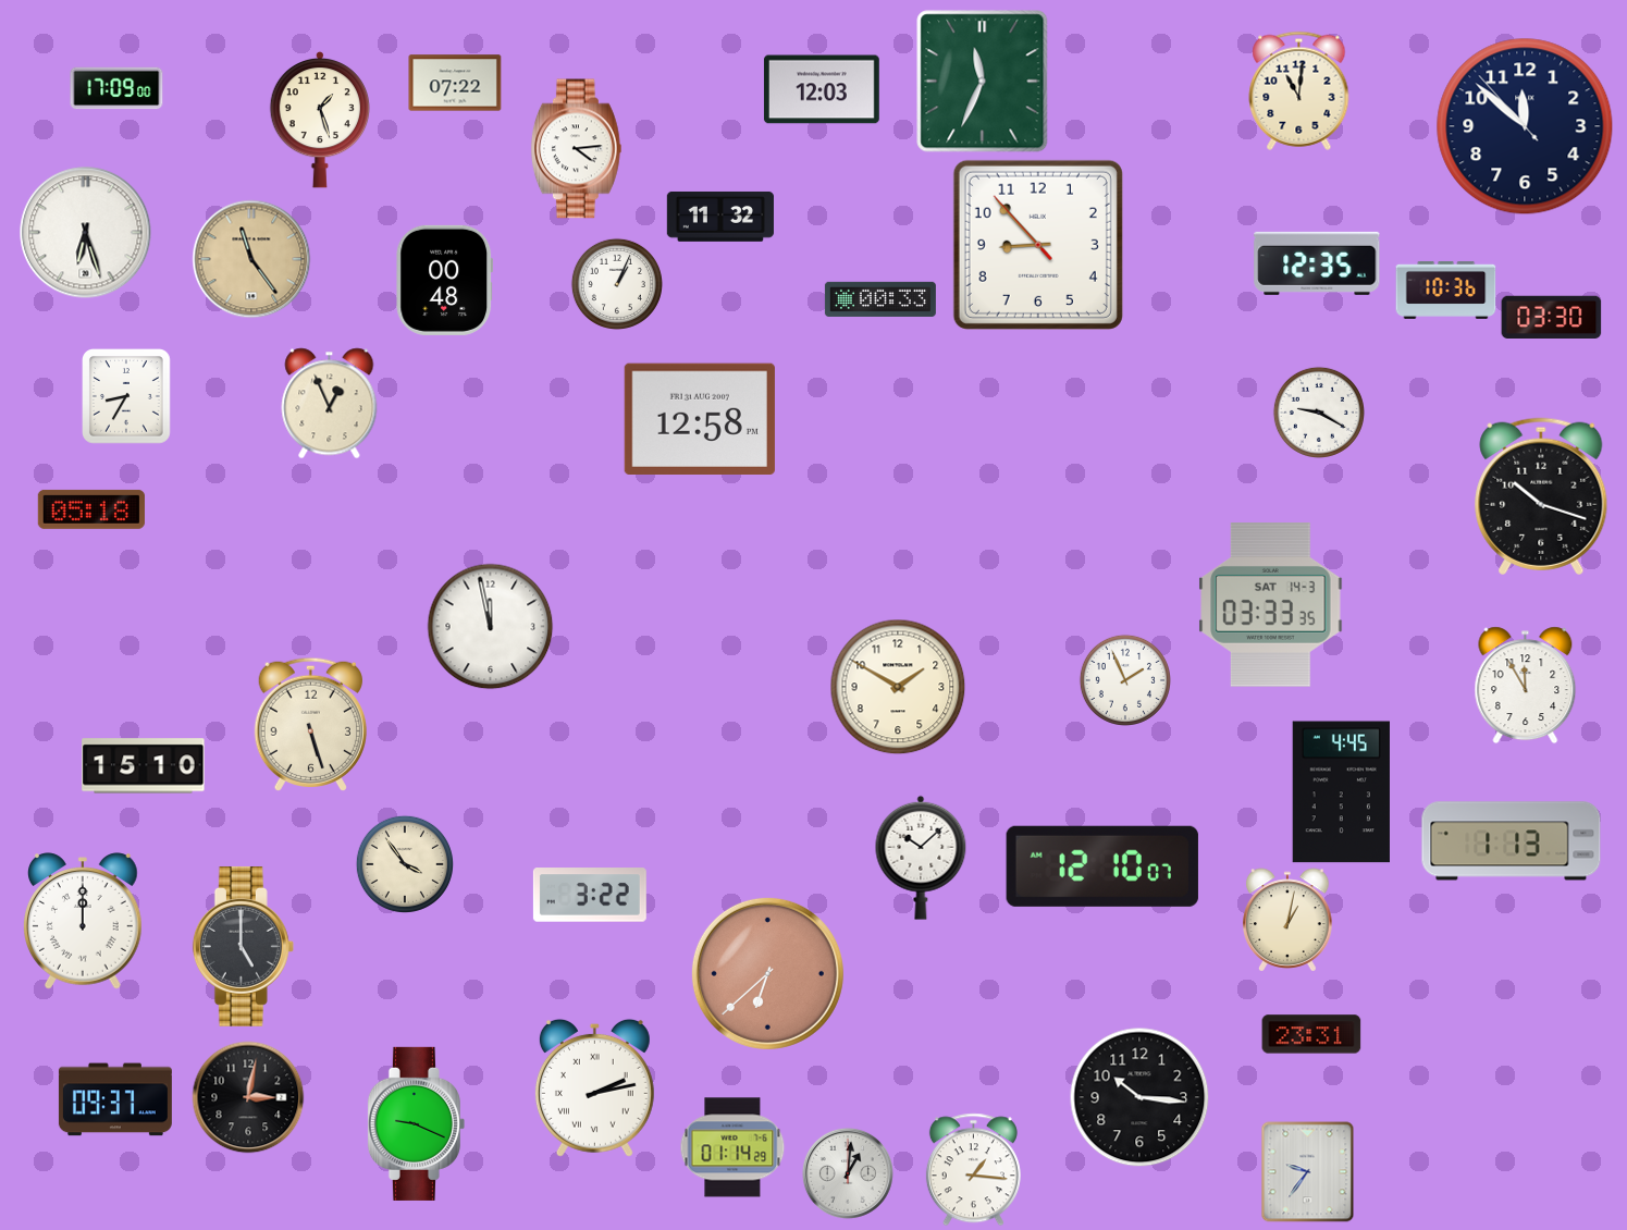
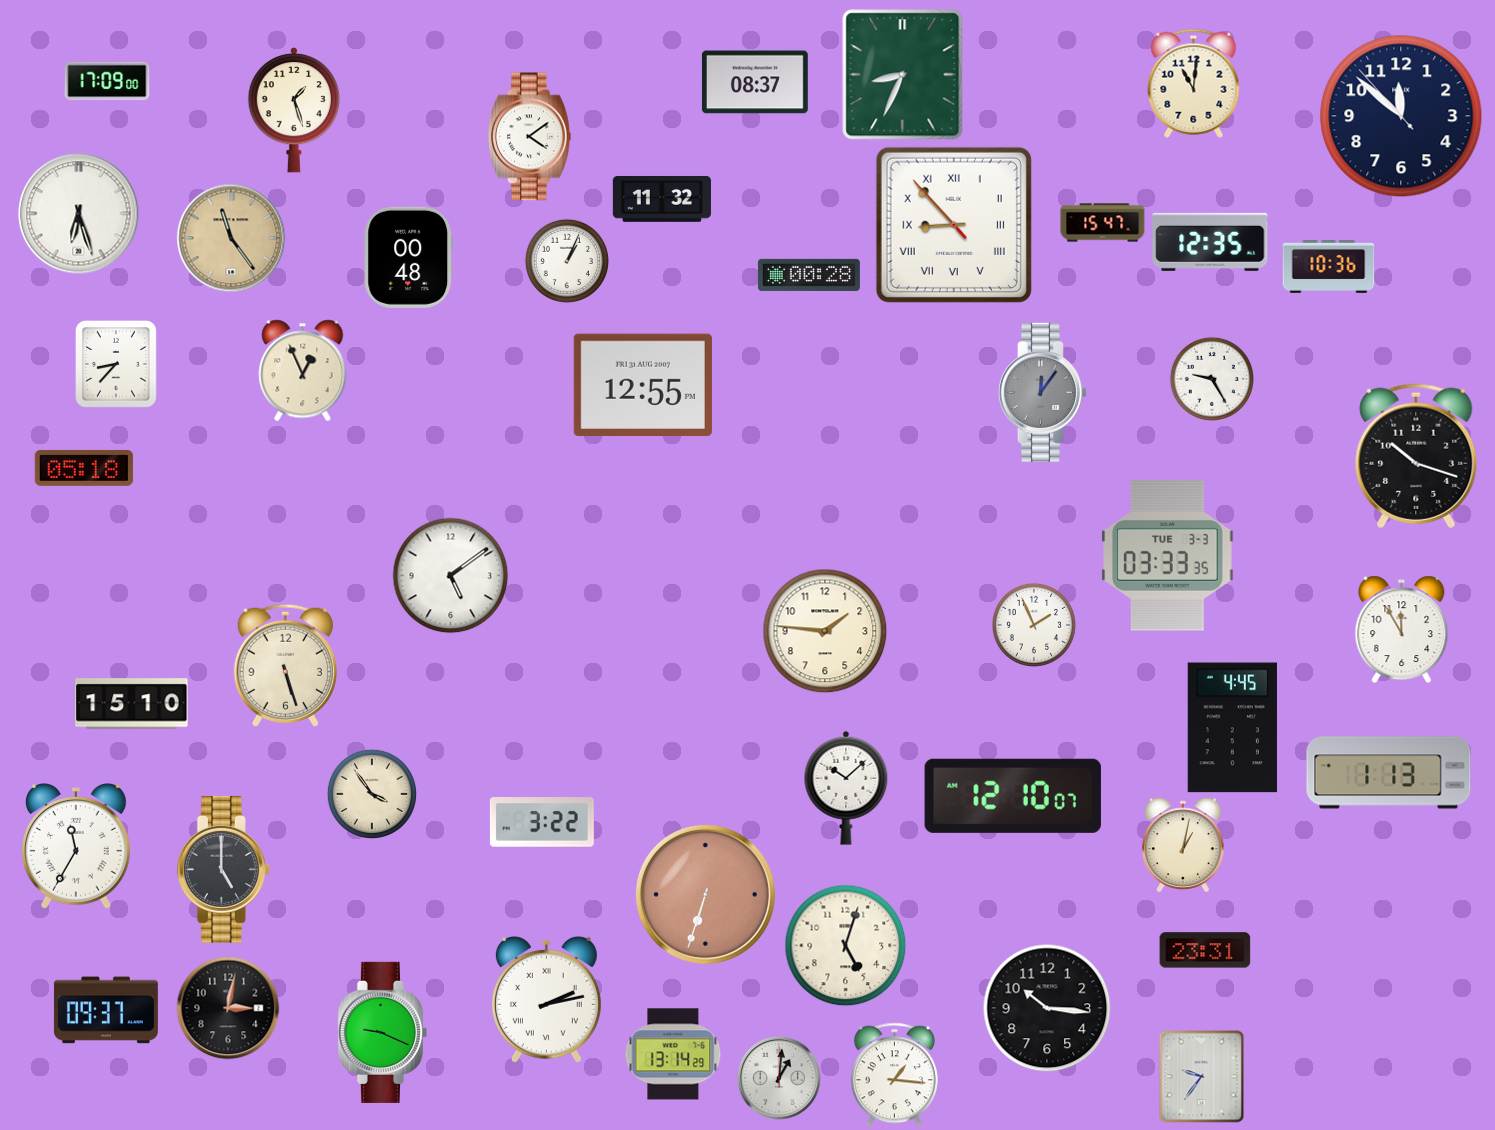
clock at (983, 82): 11:34 -> 8:34
clock at (455, 83): 07:22 -> none
clock at (822, 89): 12:03 -> 08:37
clock at (576, 149): 4:14 -> 4:09
clock at (1103, 223): none -> 15:47
clock at (1038, 245) numerals: Arabic -> Roman
clock at (880, 299): 00:33 -> 00:28
clock at (1552, 317): 03:30 -> none
clock at (127, 397): 8:35 -> 8:37
clock at (1319, 413): 9:20 -> 9:25
clock at (700, 418): 12:58 -> 12:55
clock at (1043, 392): none -> 12:06
clock at (1271, 605) date: SAT 14-3 -> TUE 3-3
clock at (491, 627): 11:58 -> 5:09
clock at (898, 687): 1:50 -> 1:46
clock at (84, 921): 12:00 -> 11:35
clock at (767, 973): 6:38 -> 6:33
clock at (846, 946): none -> 5:03
clock at (732, 1147): 01:14 -> 13:14
